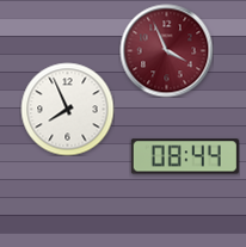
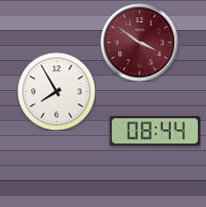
clock at (166, 50): 3:56 -> 3:51
clock at (67, 109): 7:56 -> 7:55
